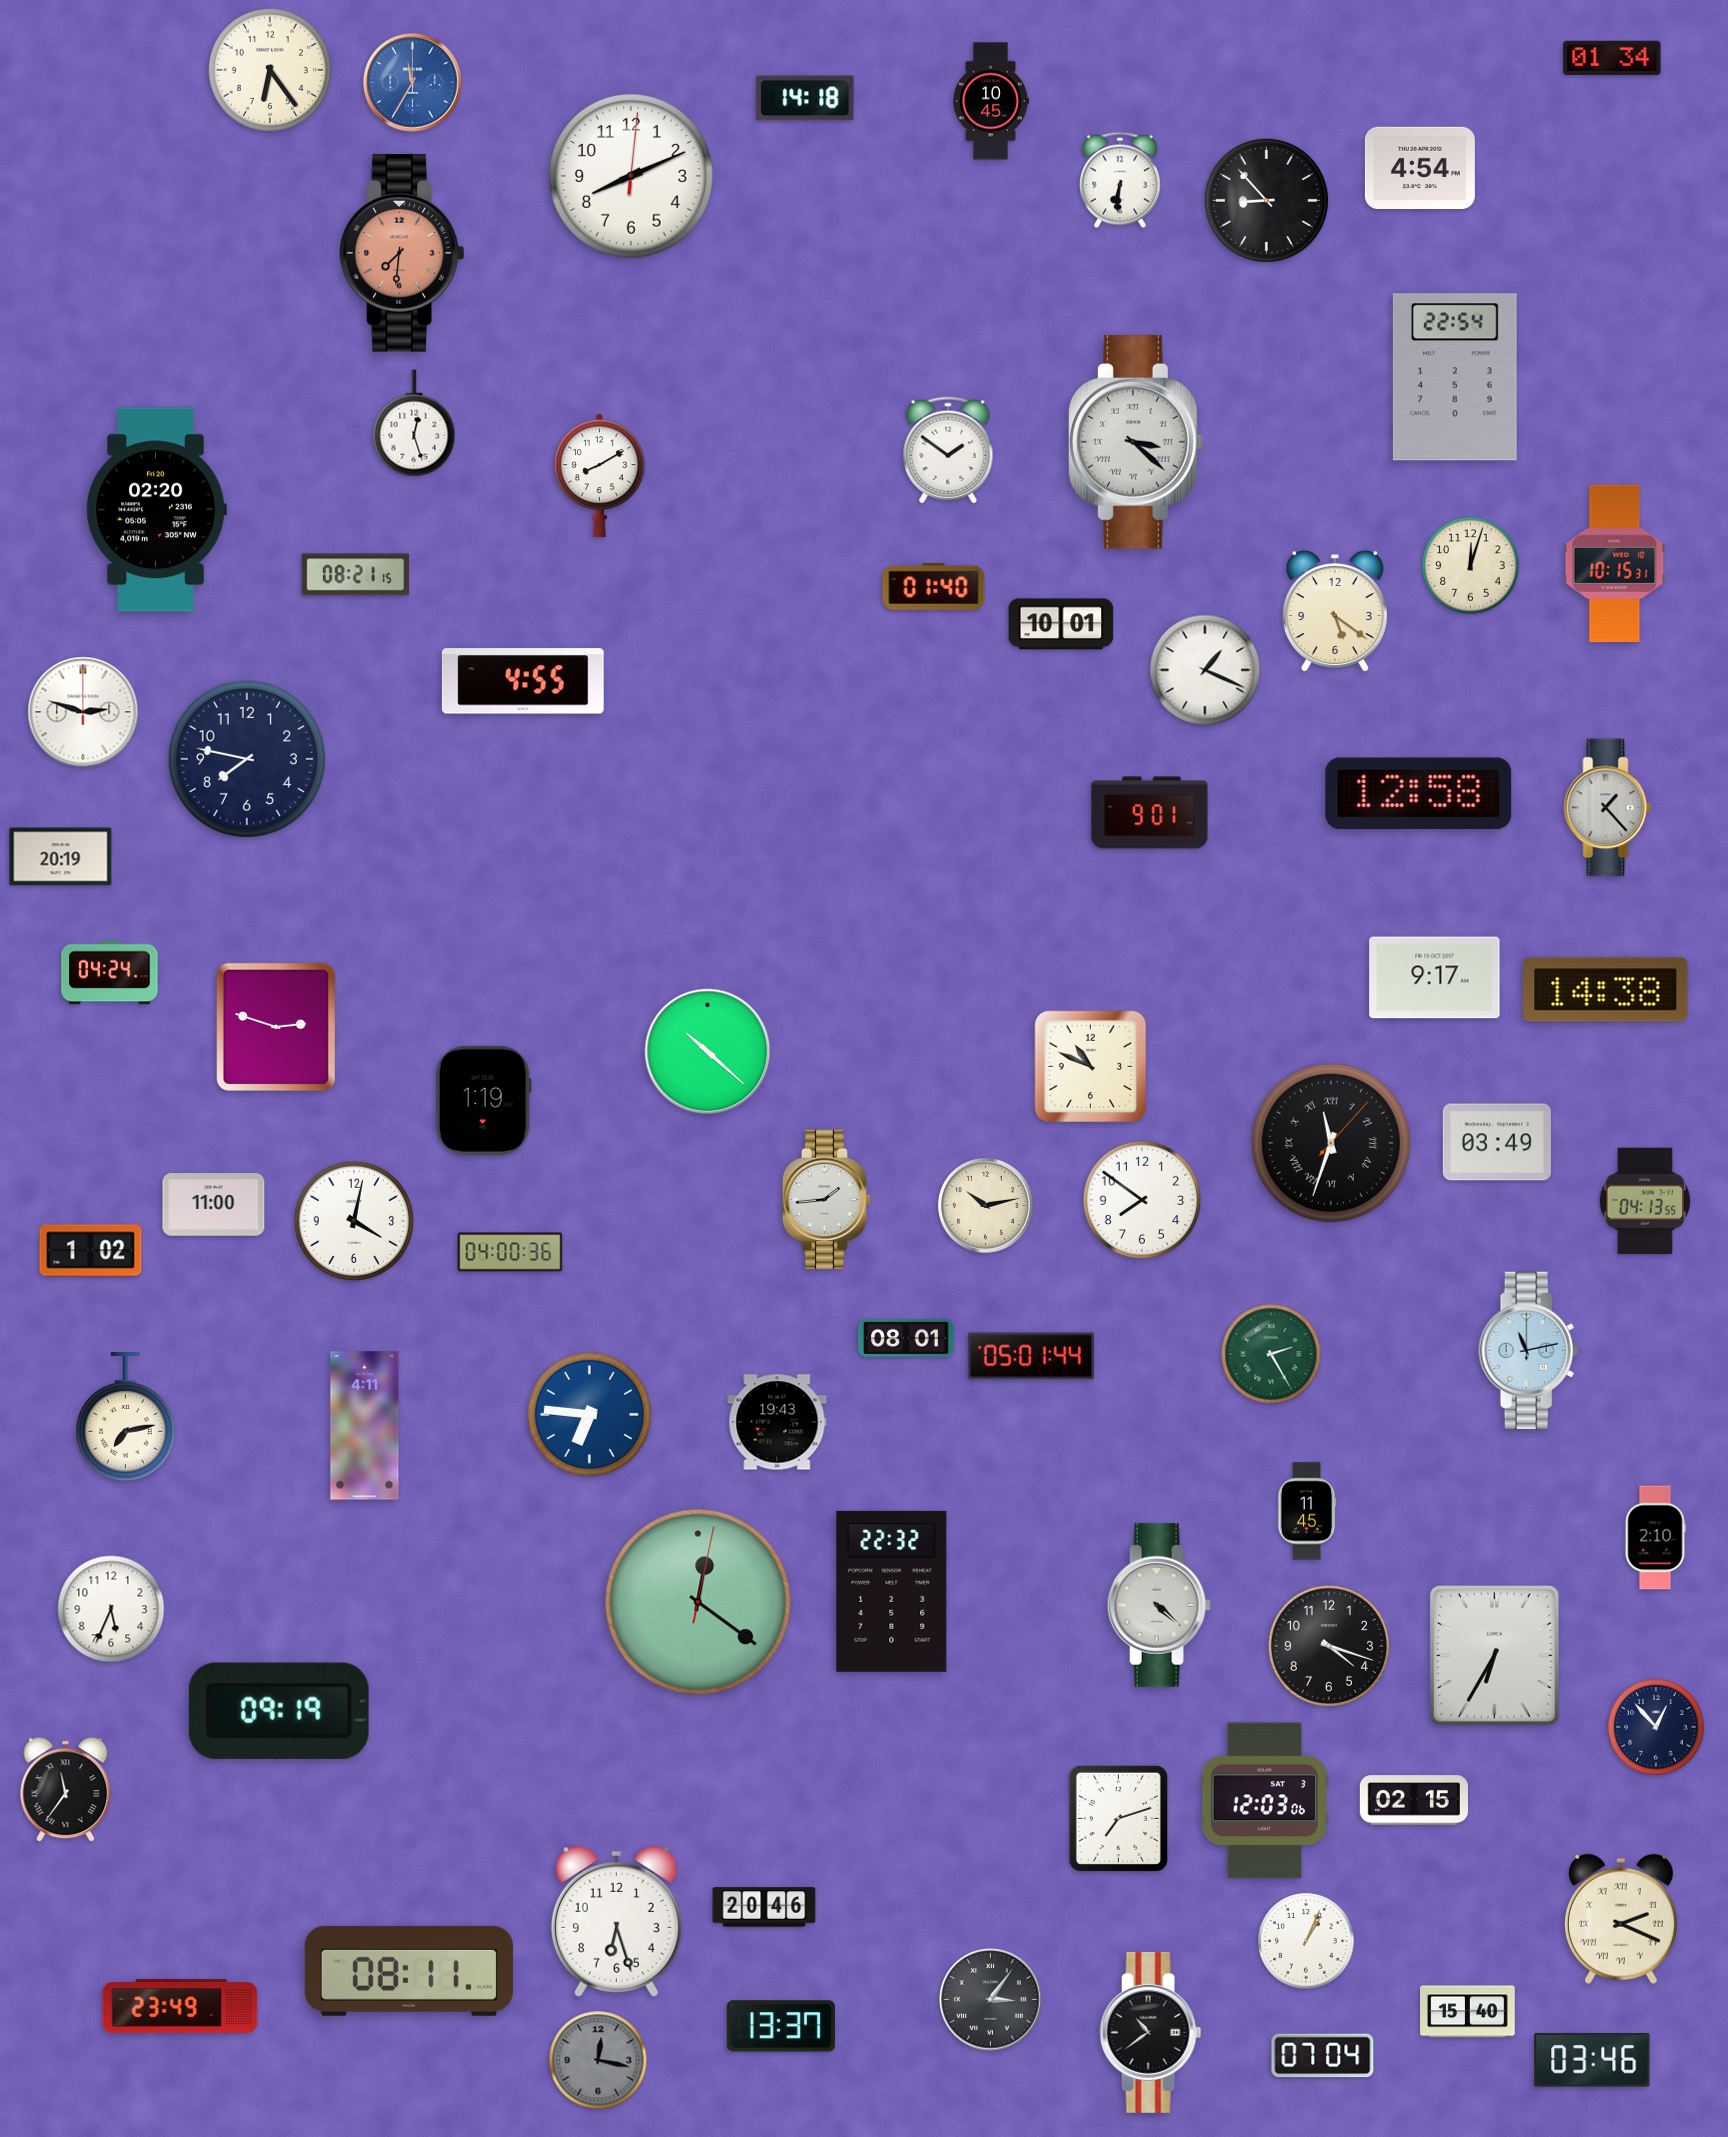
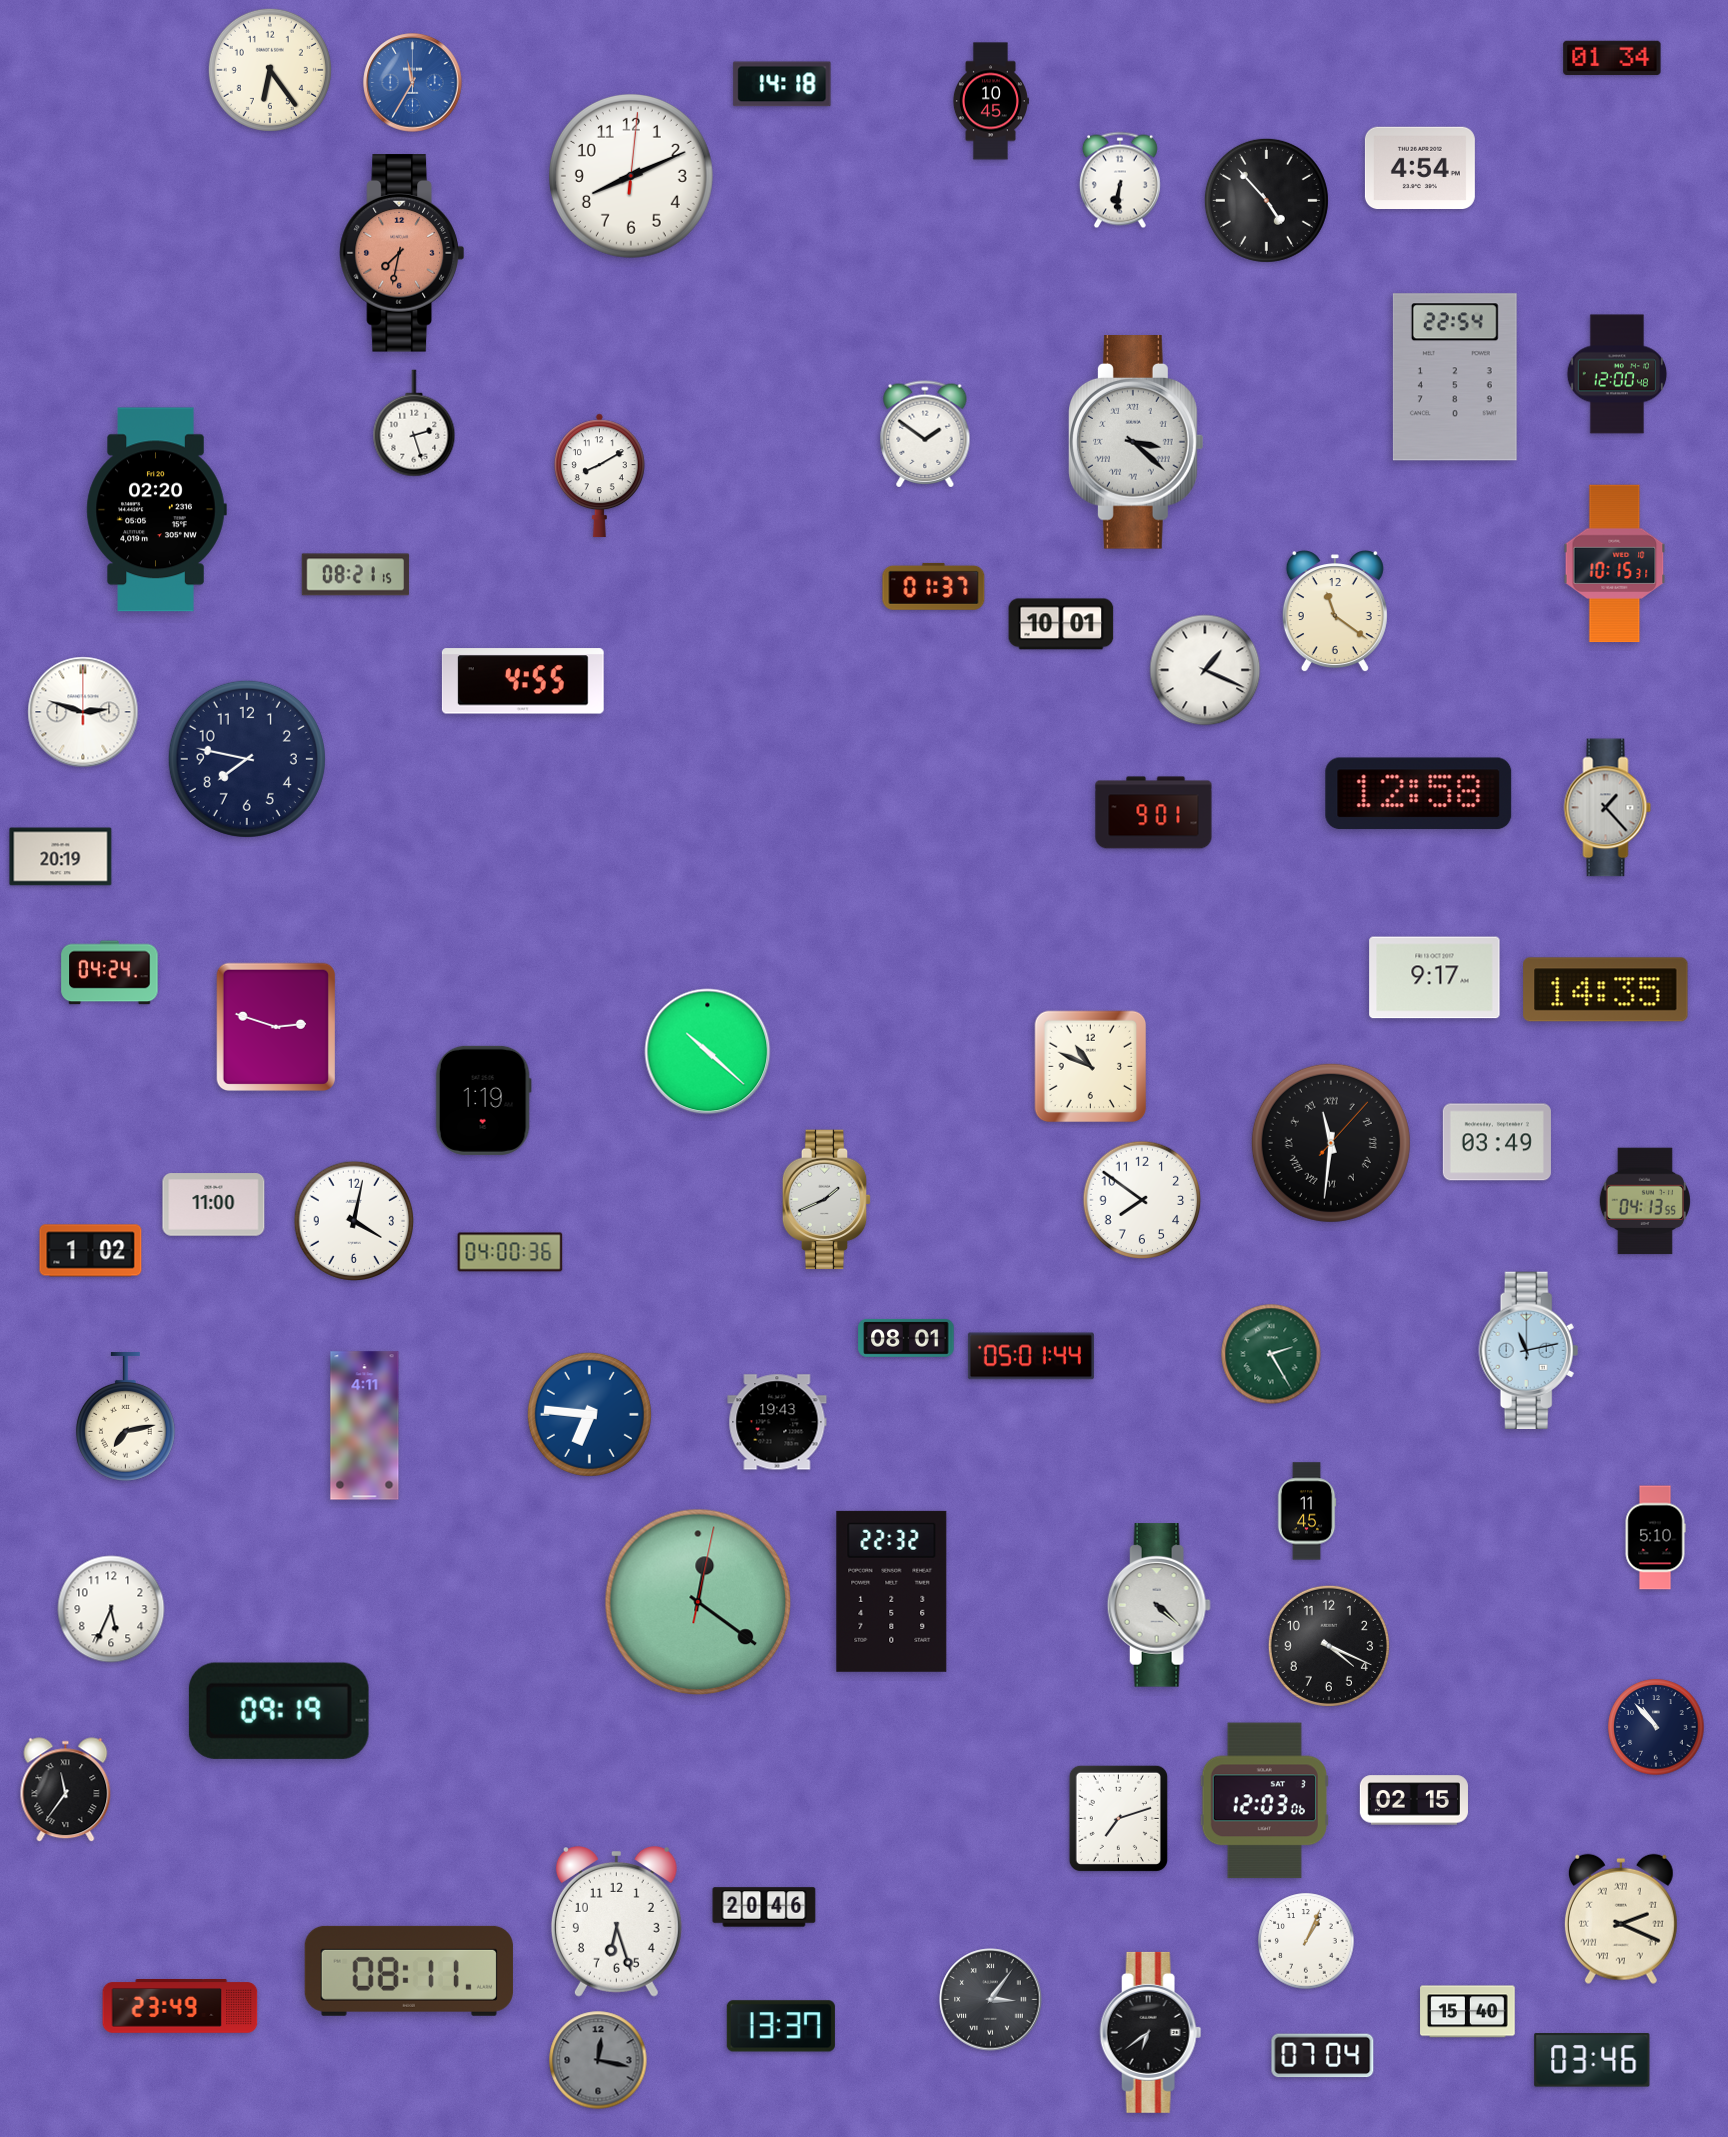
clock at (805, 98) position: (805, 98) -> (782, 84)
clock at (1266, 200): 8:53 -> 4:53
clock at (402, 253): 7:31 -> 7:32
clock at (1617, 374): none -> 12:00
clock at (414, 423): 12:27 -> 2:27
clock at (948, 450) position: (948, 450) -> (925, 434)
clock at (1471, 566): 12:03 -> none
clock at (934, 586): 01:40 -> 01:37
clock at (1335, 612): 5:21 -> 11:21
clock at (1150, 813) position: (1150, 813) -> (1154, 813)
clock at (1606, 990): 14:38 -> 14:35
clock at (1331, 1143): 11:33 -> 11:31
clock at (827, 1200): 1:44 -> 1:41
clock at (986, 1206): 10:13 -> none
clock at (1655, 1538): 2:10 -> 5:10
clock at (1329, 1646): 4:18 -> 4:19
clock at (1494, 1655): 6:35 -> none
clock at (1656, 1727): 12:53 -> 10:53
clock at (1151, 2032): 10:39 -> 6:39
